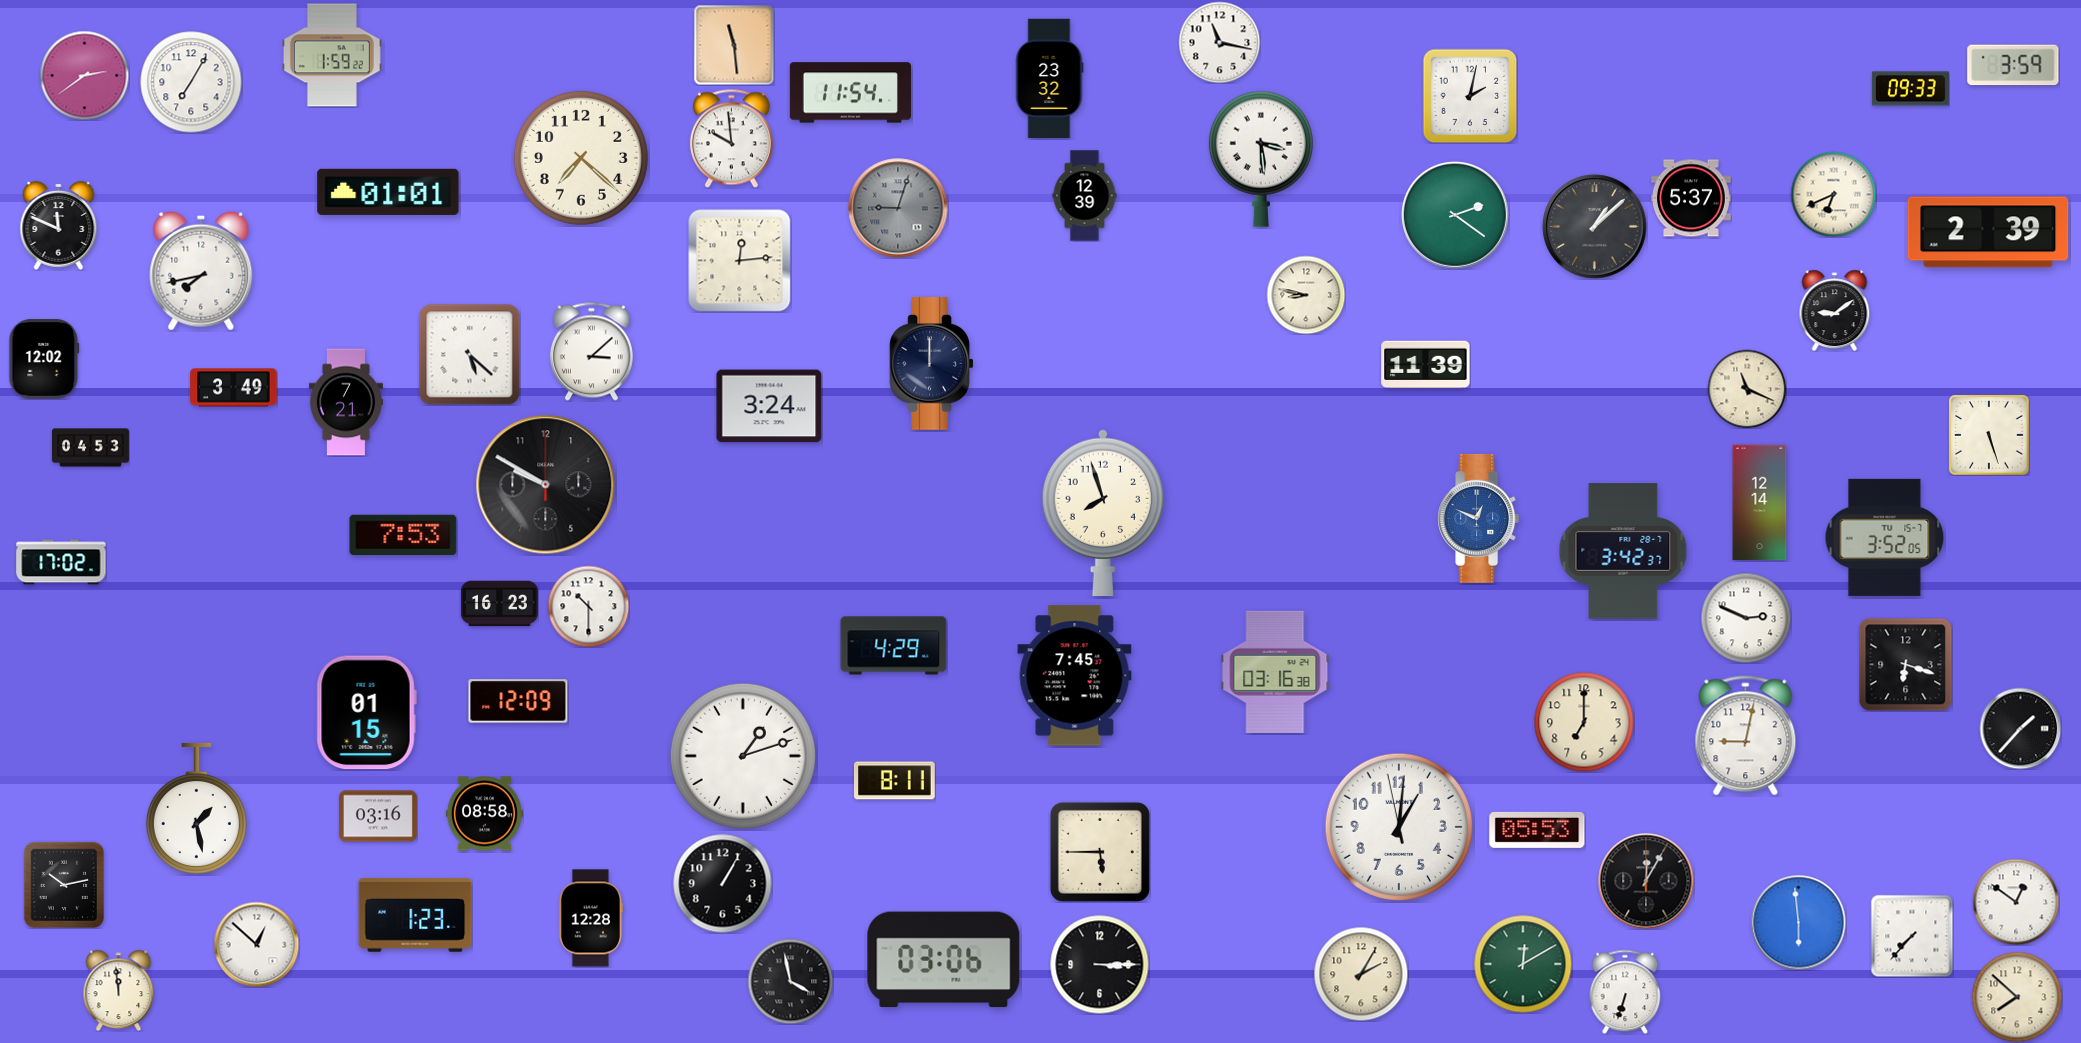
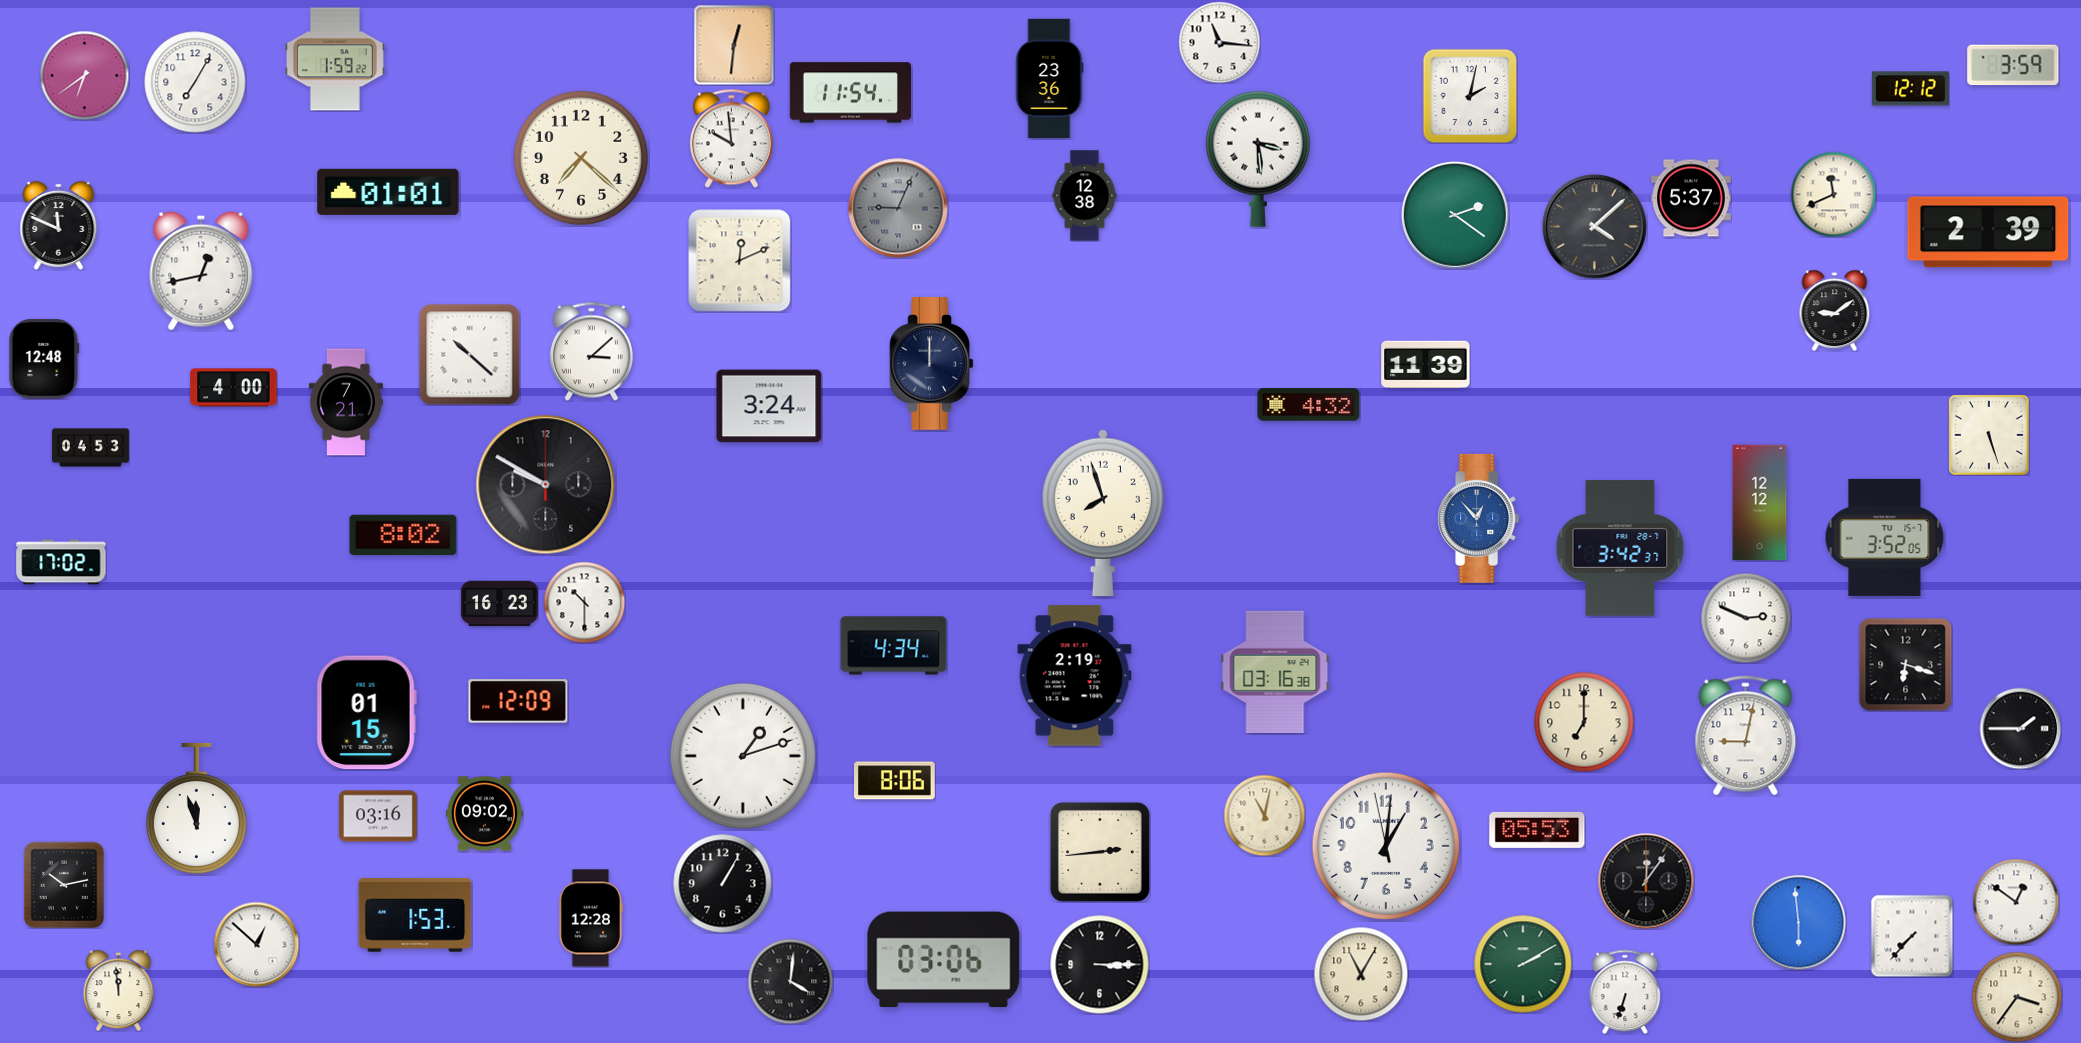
clock at (1219, 42): 11:17 -> 11:16
clock at (734, 45): 11:29 -> 12:31
clock at (332, 55) position: (332, 55) -> (335, 59)
clock at (84, 75): 2:39 -> 6:39
clock at (1049, 79): 23:32 -> 23:36
clock at (191, 82) position: (191, 82) -> (195, 82)
clock at (1910, 89): 09:33 -> 12:12
clock at (1261, 159) position: (1261, 159) -> (1258, 159)
clock at (1833, 194): 6:41 -> 11:41
clock at (1085, 196): 12:39 -> 12:38
clock at (898, 208): 9:03 -> 9:04
clock at (1595, 227): 1:08 -> 4:08
clock at (739, 260): 12:14 -> 12:11
clock at (201, 271): 7:43 -> 12:43
clock at (1306, 295): 8:47 -> none
clock at (469, 354): 5:22 -> 10:22
clock at (44, 360): 12:02 -> 12:48
clock at (234, 388): 3:49 -> 4:00
clock at (1747, 389): 11:19 -> none
clock at (1309, 405): none -> 4:32
clock at (1760, 503): 12:14 -> 12:12
clock at (1479, 518): 12:49 -> 12:53
clock at (403, 534): 7:53 -> 8:02
clock at (1623, 551) position: (1623, 551) -> (1620, 548)
clock at (588, 606) position: (588, 606) -> (584, 602)
clock at (894, 646): 4:29 -> 4:34
clock at (1075, 676): 7:45 -> 2:19
clock at (2020, 728): 1:37 -> 1:45
clock at (895, 781): 8:11 -> 8:06
clock at (196, 808): 1:28 -> 11:57
clock at (484, 814): 08:58 -> 09:02
clock at (1264, 815): none -> 11:02
clock at (1399, 827) position: (1399, 827) -> (1386, 846)
clock at (1100, 852): 5:45 -> 2:44
clock at (1646, 881): 12:05 -> 12:06
clock at (415, 915): 1:23 -> 1:53
clock at (1523, 964): 12:10 -> 2:10
clock at (1361, 974): 2:05 -> 11:05
clock at (790, 981): 3:58 -> 4:01
clock at (2017, 997): 7:52 -> 3:36
